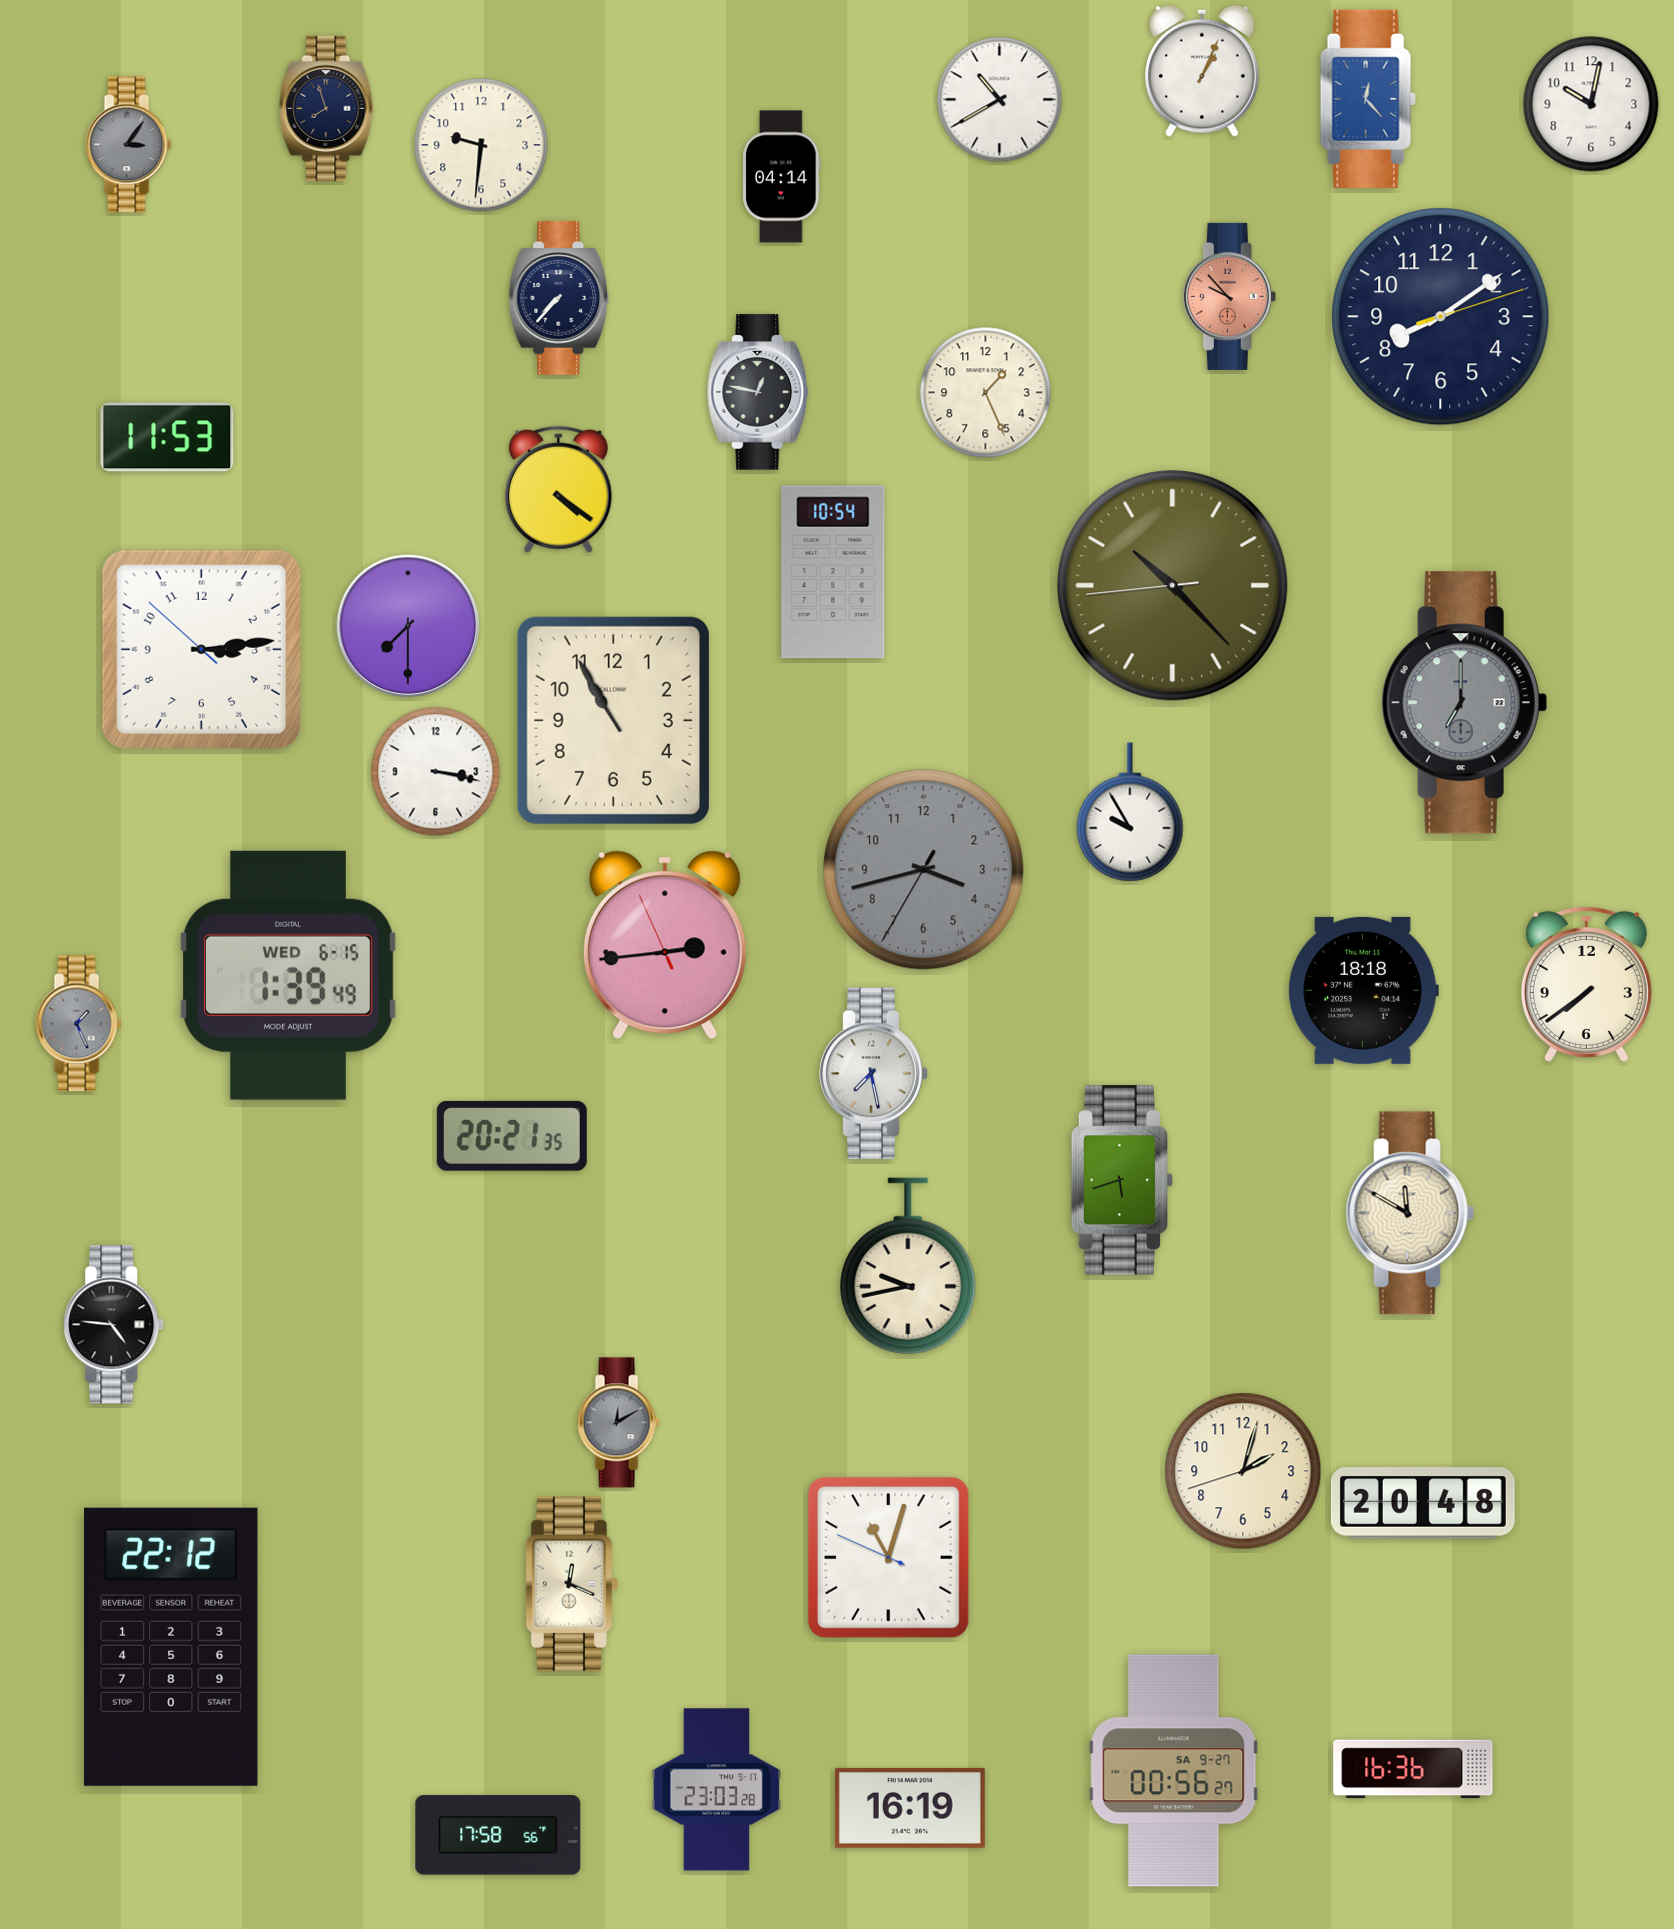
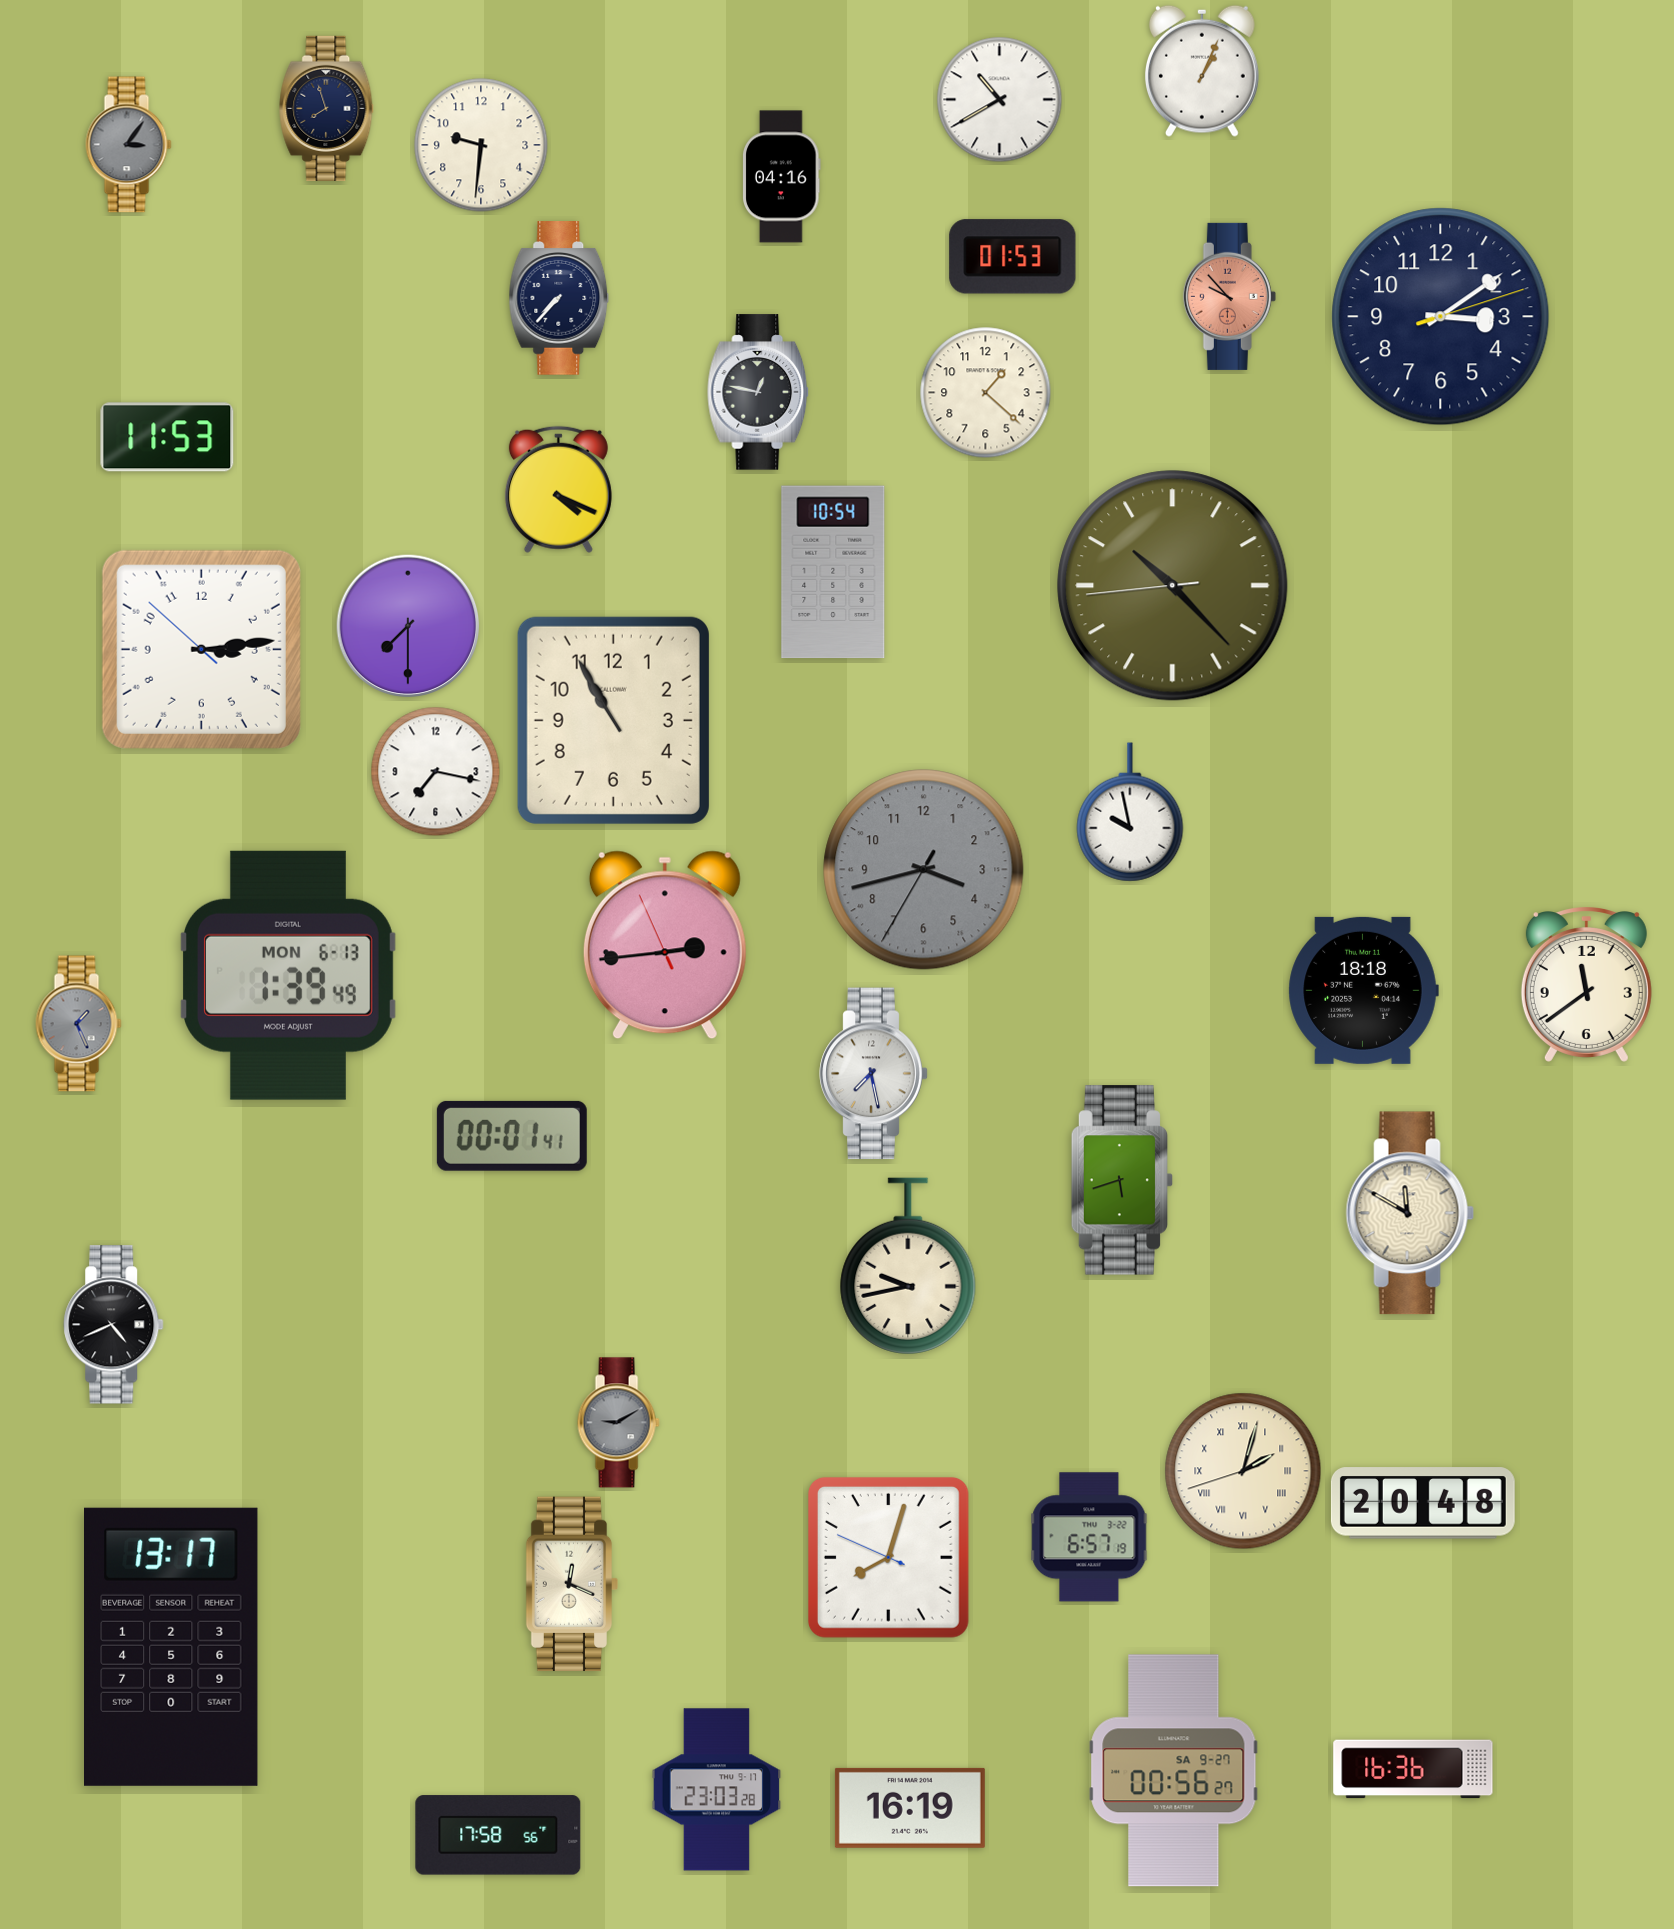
clock at (1368, 99): 12:23 -> none
clock at (1591, 104): 10:02 -> none
clock at (782, 177): 04:14 -> 04:16
clock at (1013, 257): none -> 01:53
clock at (1441, 317): 8:09 -> 3:09
clock at (986, 393): 1:26 -> 1:22
clock at (558, 489): 4:21 -> 4:19
clock at (1464, 703): 7:00 -> none
clock at (436, 772): 3:17 -> 7:17
clock at (1130, 812): 9:55 -> 9:58
clock at (289, 975) date: WED 6-15 -> MON 6-13
clock at (1586, 985): 7:39 -> 11:39
clock at (512, 1136): 20:21 -> 00:01
clock at (114, 1325): 4:46 -> 4:41
clock at (618, 1423): 12:10 -> 9:10
clock at (1243, 1471) numerals: Arabic -> Roman
clock at (1089, 1537): none -> 6:57
clock at (888, 1557): 11:02 -> 8:02
clock at (172, 1647): 22:12 -> 13:17
